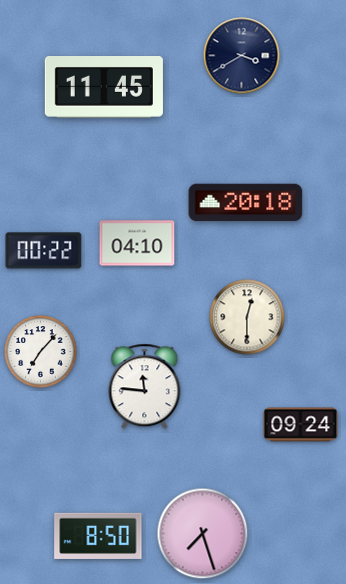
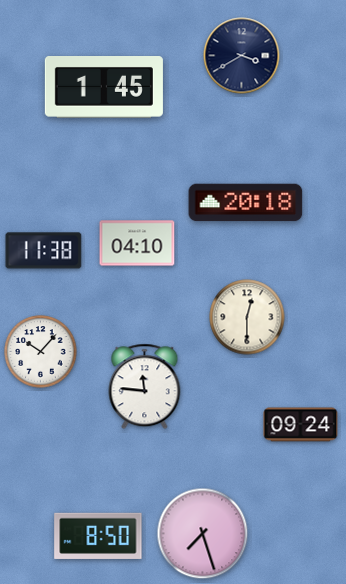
clock at (104, 88): 11:45 -> 1:45
clock at (44, 251): 00:22 -> 11:38
clock at (41, 352): 7:07 -> 10:07
